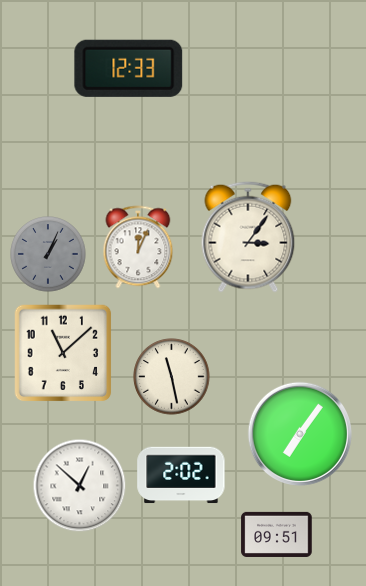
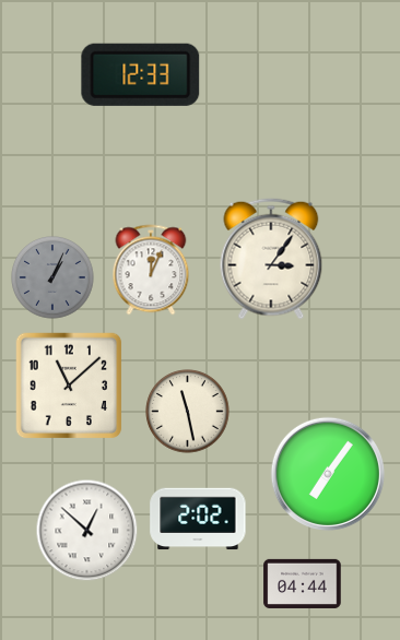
clock at (277, 534): 09:51 -> 04:44
